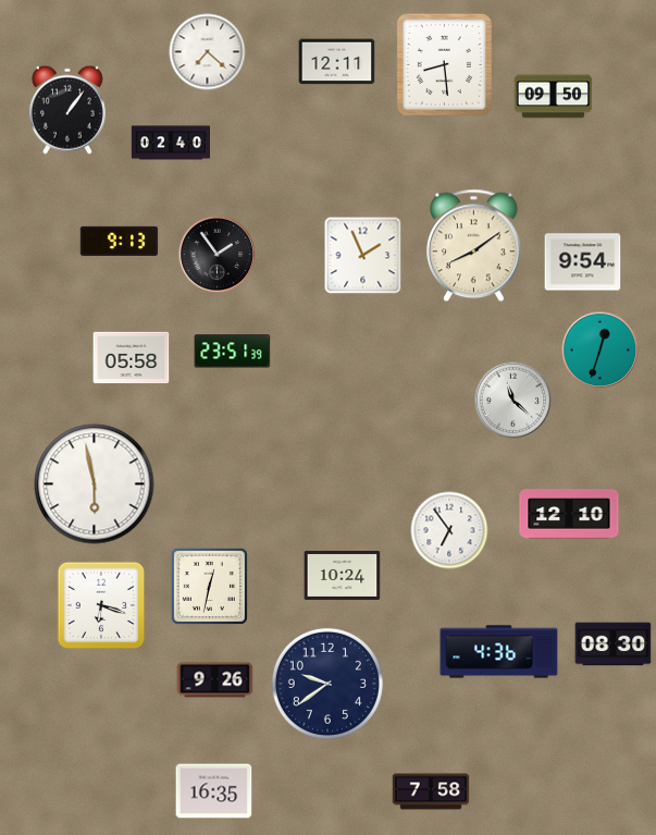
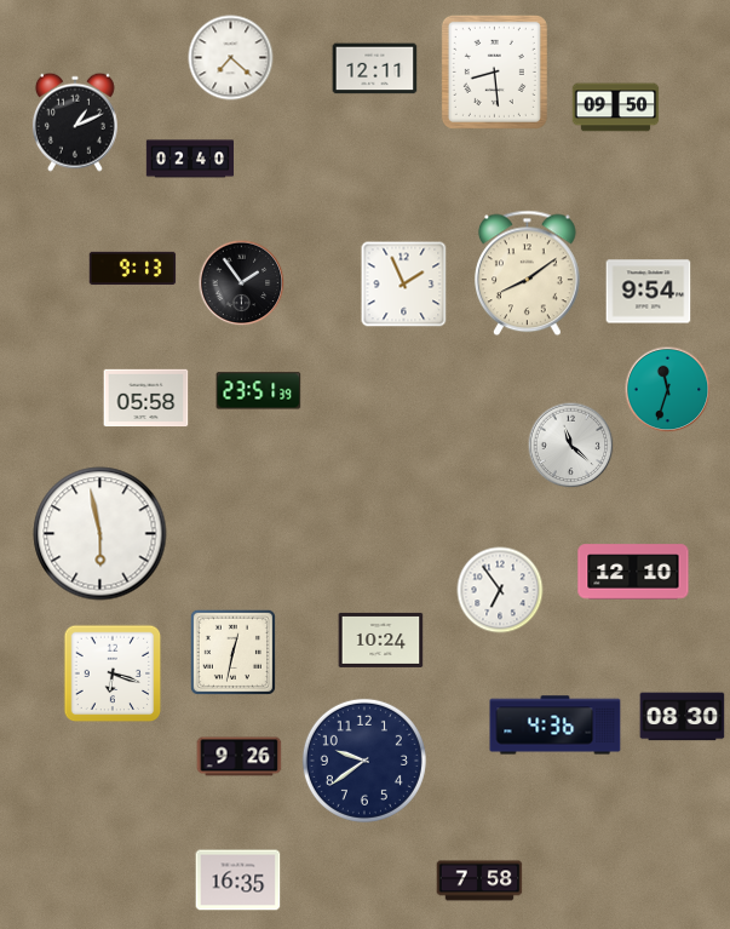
clock at (67, 110): 1:06 -> 1:11
clock at (601, 351): 12:33 -> 11:33
clock at (95, 484) position: (95, 484) -> (100, 534)
